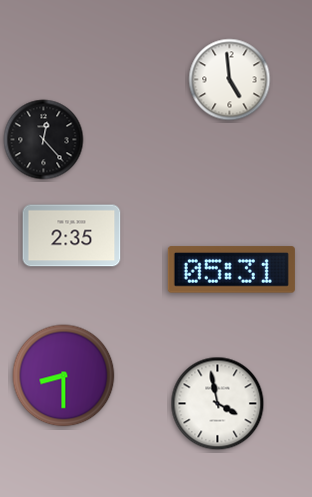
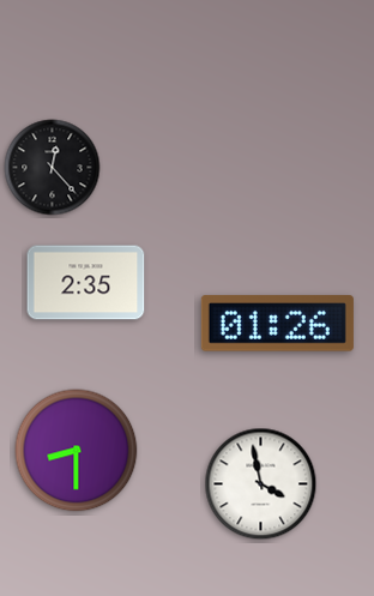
clock at (230, 80): 4:59 -> none
clock at (231, 270): 05:31 -> 01:26
